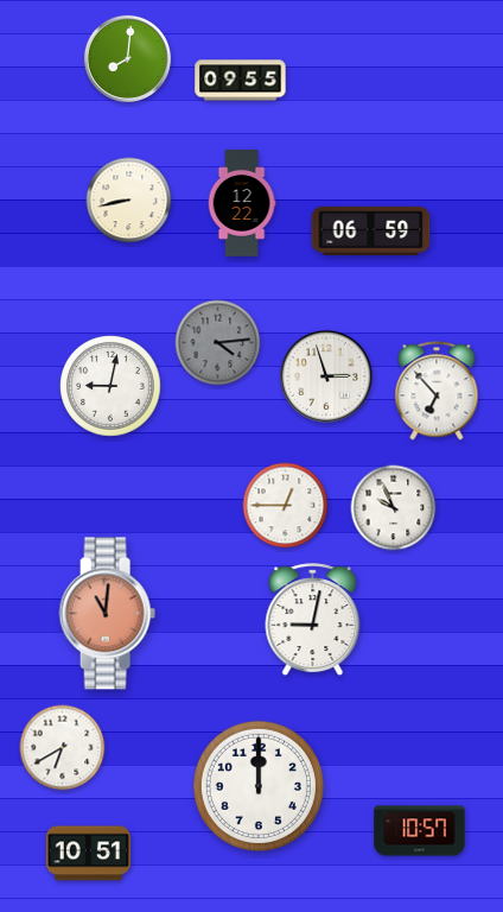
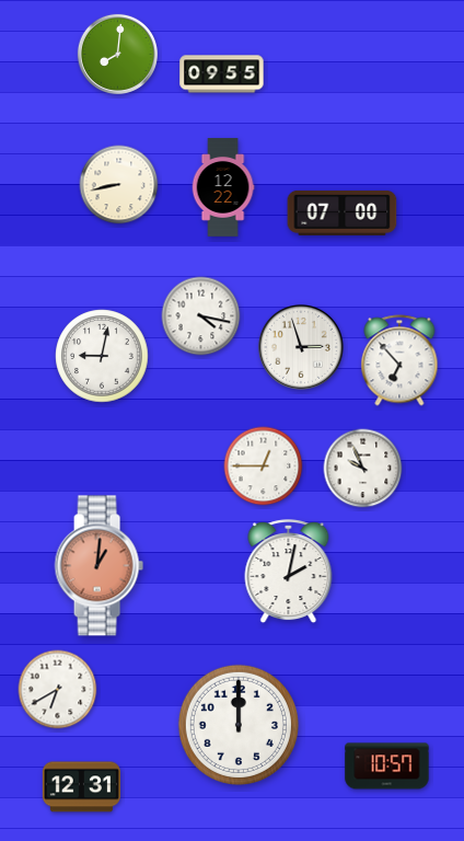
clock at (371, 230): 06:59 -> 07:00
clock at (218, 343): 4:14 -> 4:17
clock at (218, 343) dial: grey -> white
clock at (437, 391) position: (437, 391) -> (399, 360)
clock at (107, 614): 11:01 -> 1:01
clock at (313, 620): 9:02 -> 2:02
clock at (88, 854): 10:51 -> 12:31
